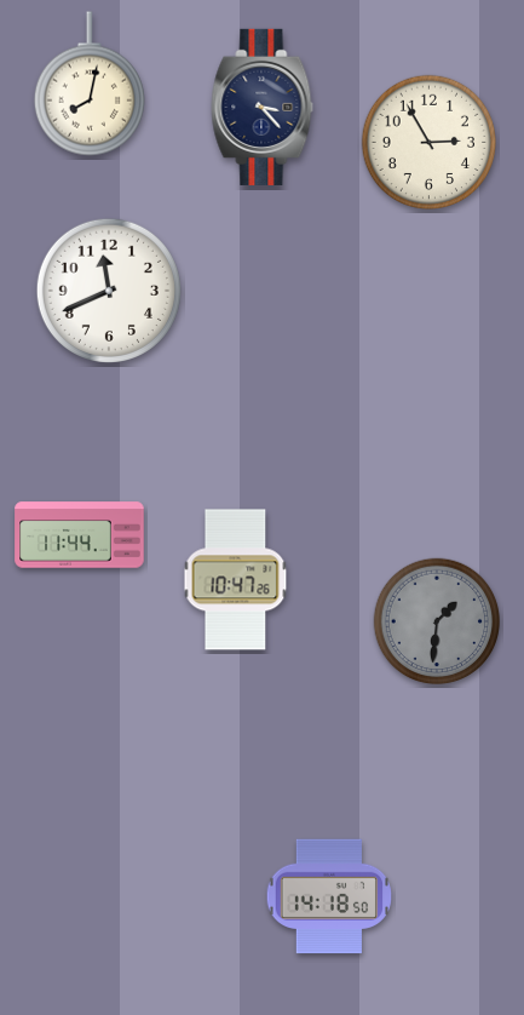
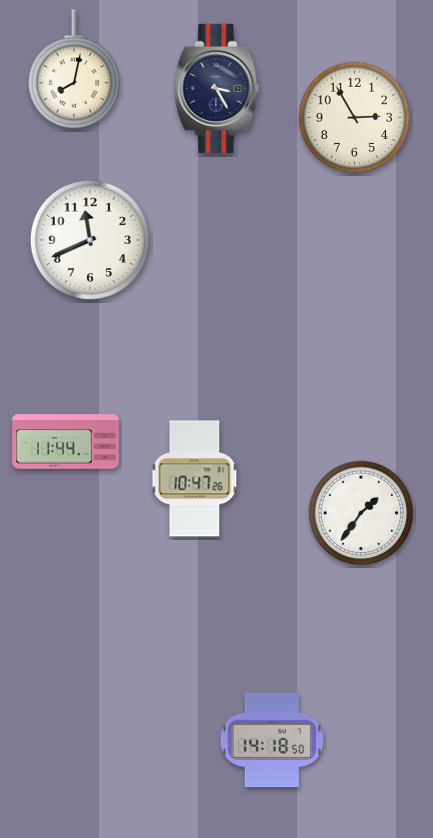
clock at (263, 107): 3:23 -> 3:25
clock at (437, 621): 1:31 -> 1:36
clock at (437, 621) dial: grey -> white
